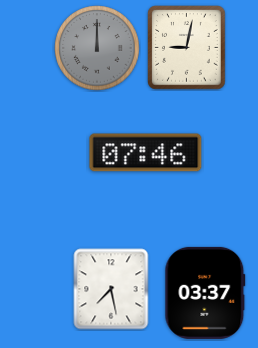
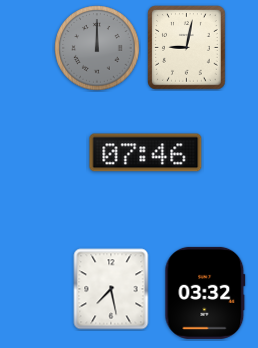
clock at (205, 293): 03:37 -> 03:32
